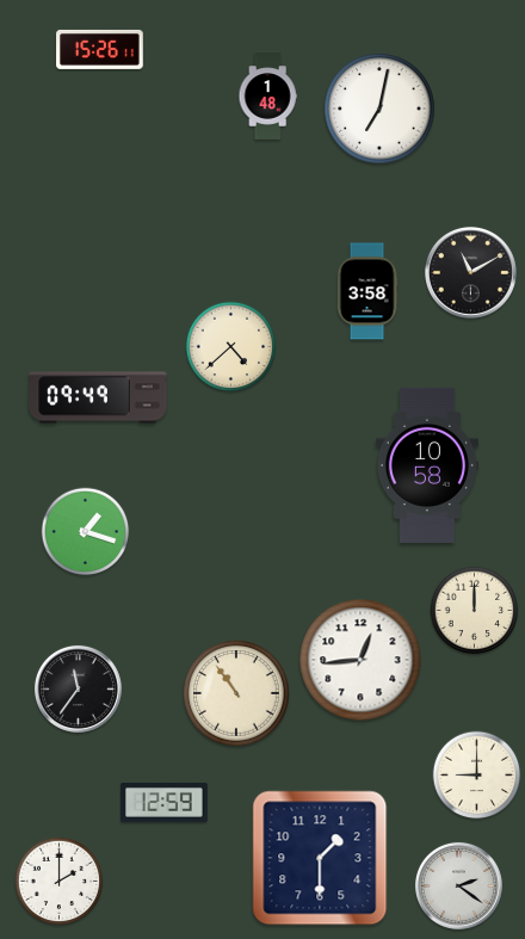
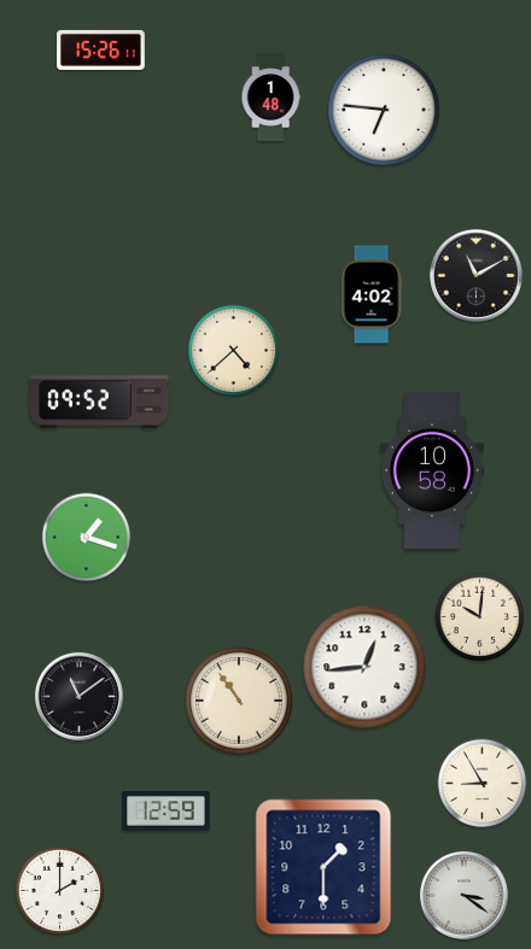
clock at (379, 109): 7:02 -> 6:46
clock at (367, 291): 3:58 -> 4:02
clock at (98, 397): 09:49 -> 09:52
clock at (475, 611): 12:00 -> 10:01
clock at (78, 688): 11:36 -> 11:09
clock at (477, 776): 9:00 -> 8:55
clock at (458, 885): 2:21 -> 3:21
